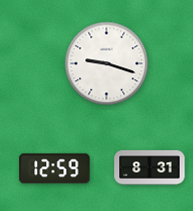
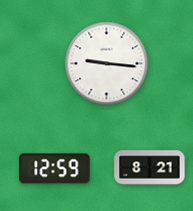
clock at (107, 64): 9:18 -> 9:16
clock at (150, 168): 8:31 -> 8:21
